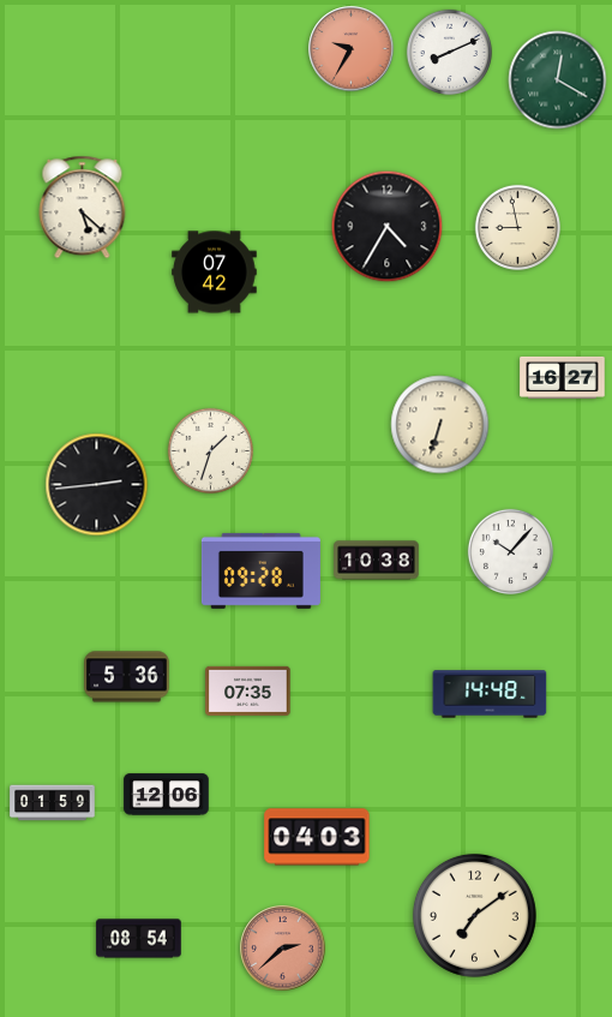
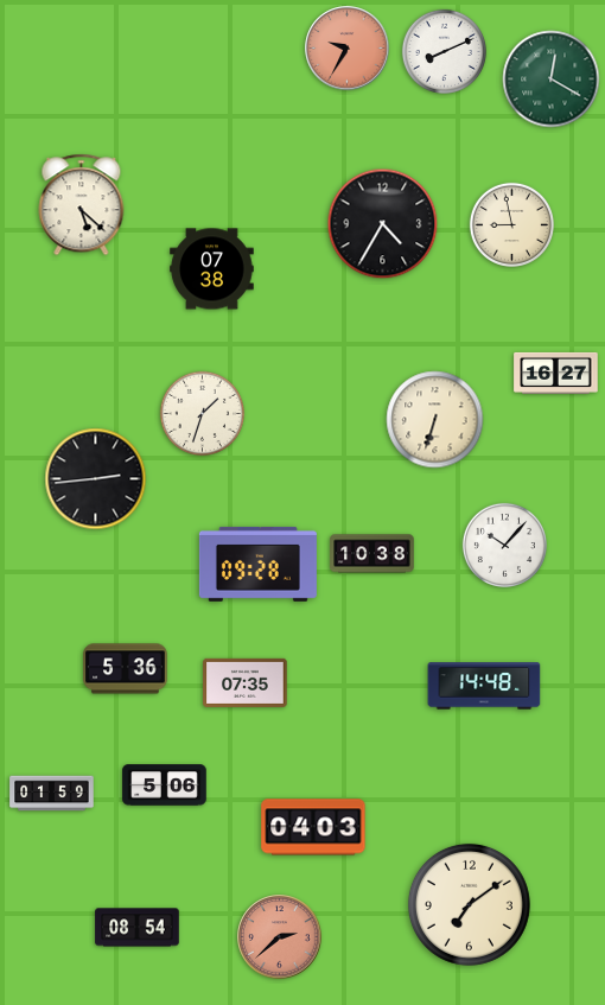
clock at (215, 273): 07:42 -> 07:38
clock at (210, 450) position: (210, 450) -> (202, 413)
clock at (167, 795): 12:06 -> 5:06
